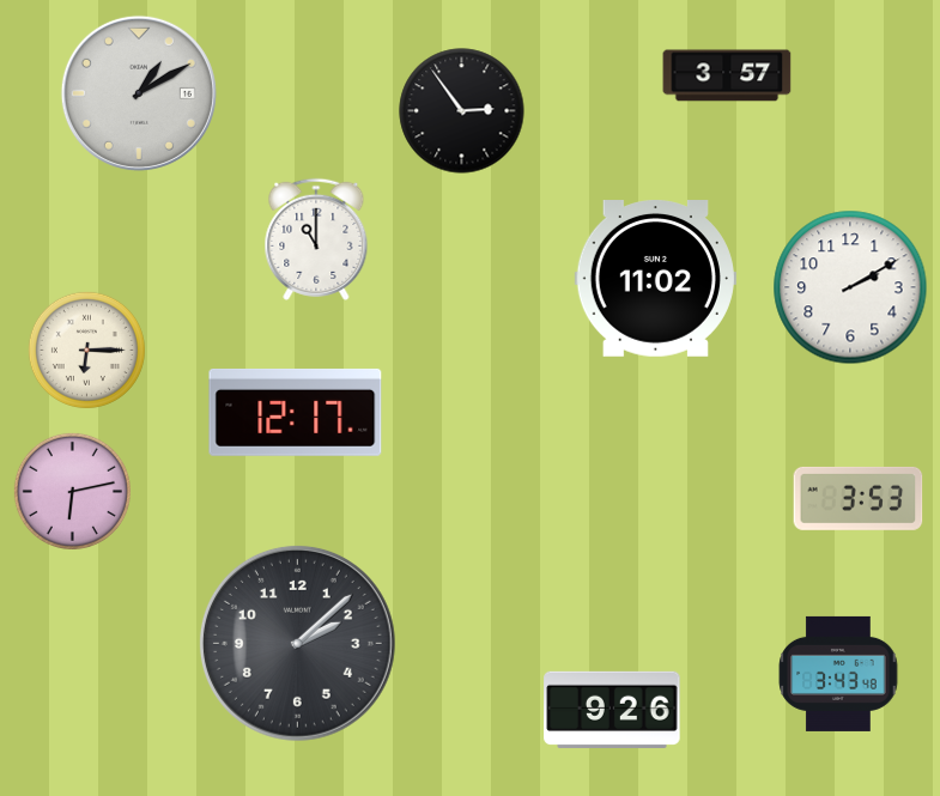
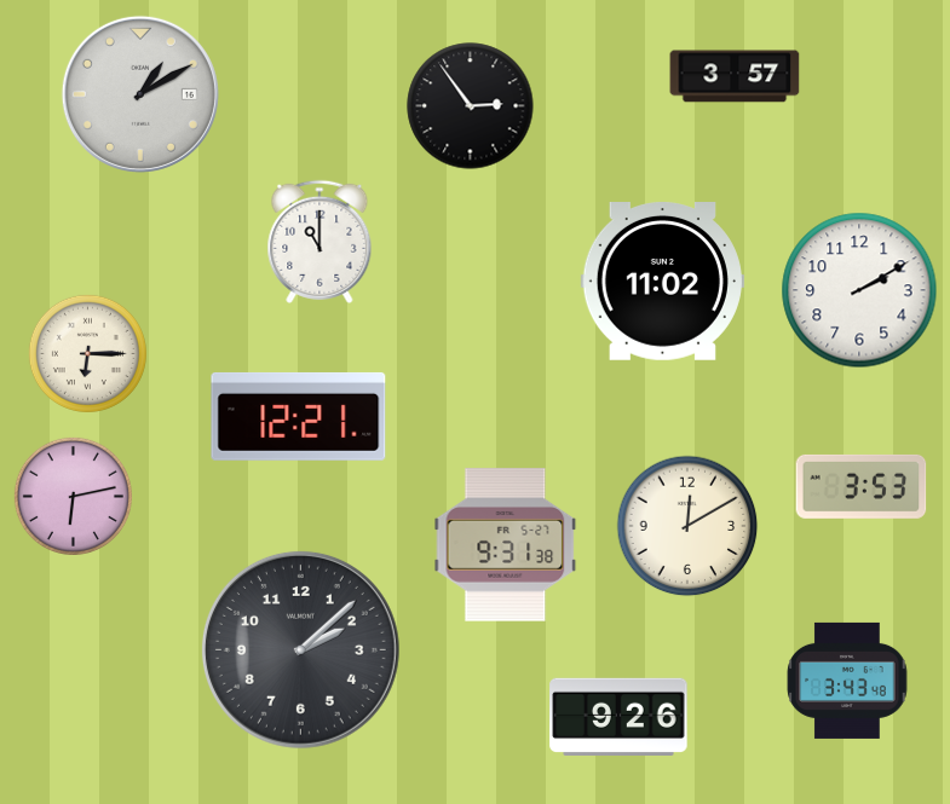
clock at (462, 111) position: (462, 111) -> (471, 106)
clock at (296, 412): 12:17 -> 12:21
clock at (859, 498) position: (859, 498) -> (862, 486)
clock at (687, 526): none -> 12:10
clock at (506, 545): none -> 9:31
